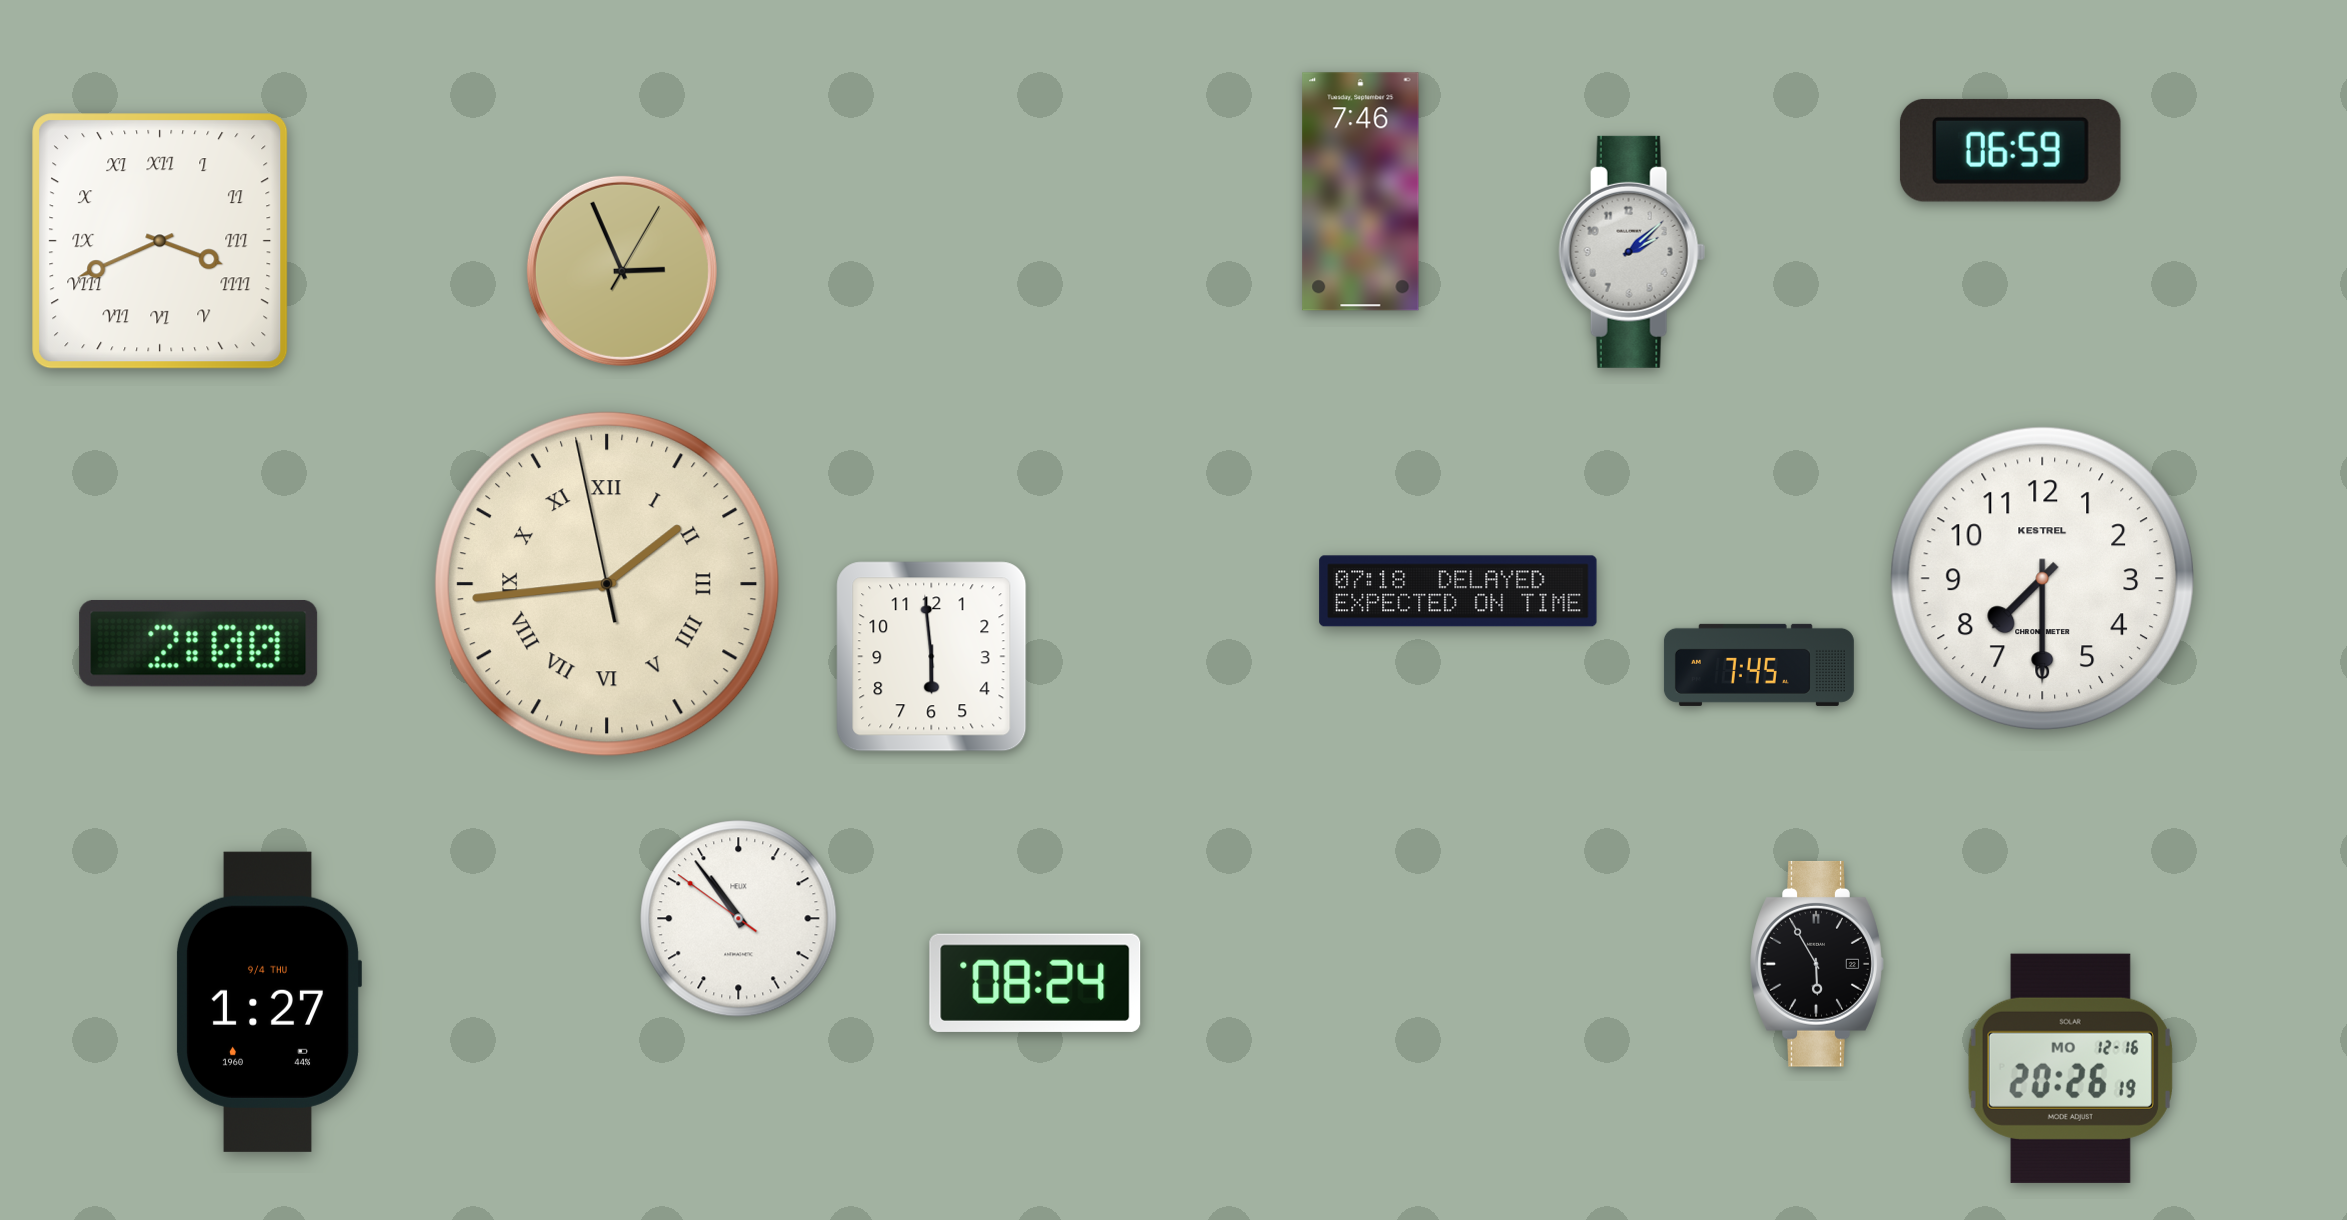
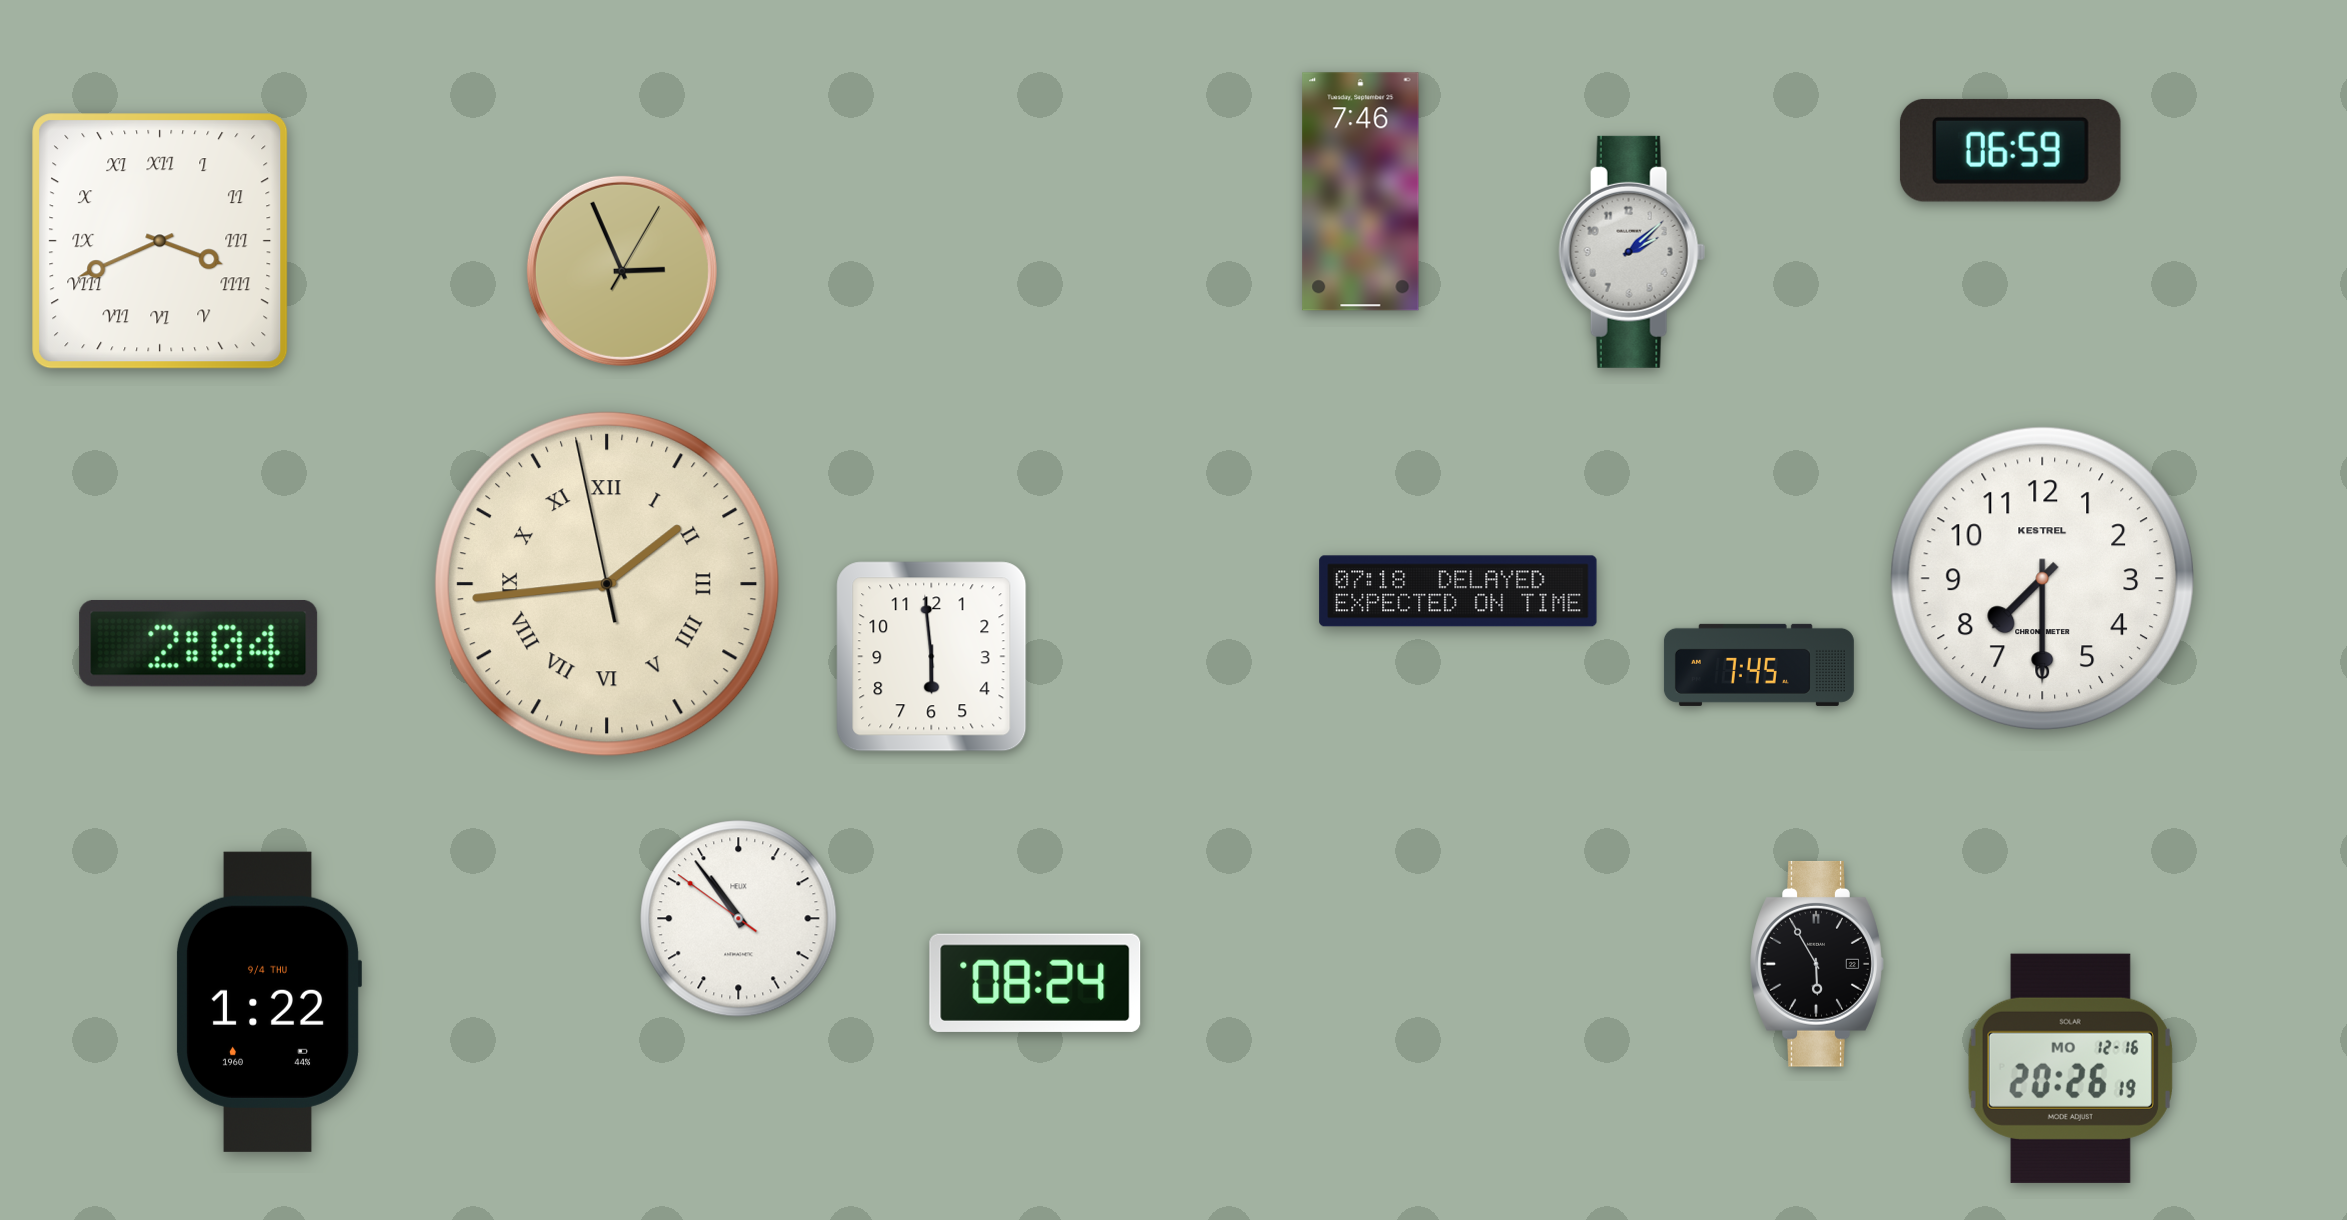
clock at (199, 643): 2:00 -> 2:04
clock at (268, 1002): 1:27 -> 1:22
